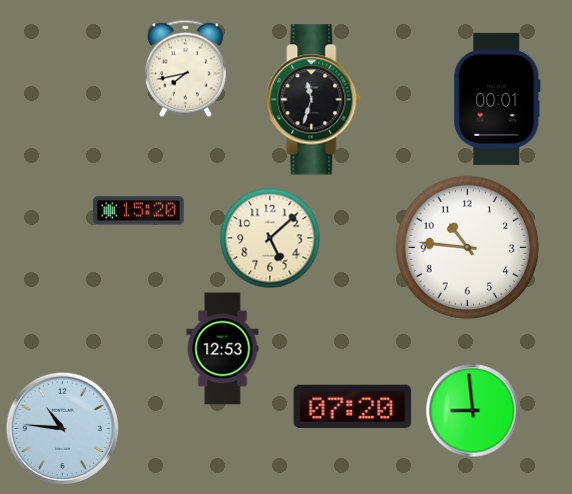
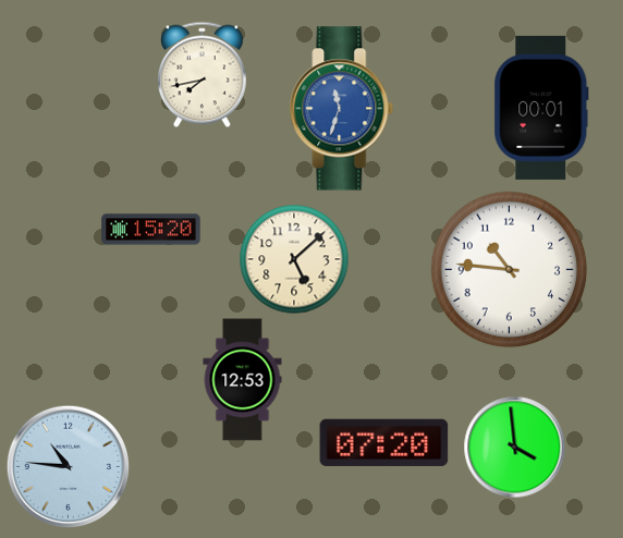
clock at (314, 100) dial: black -> blue
clock at (472, 410): 8:59 -> 3:59
